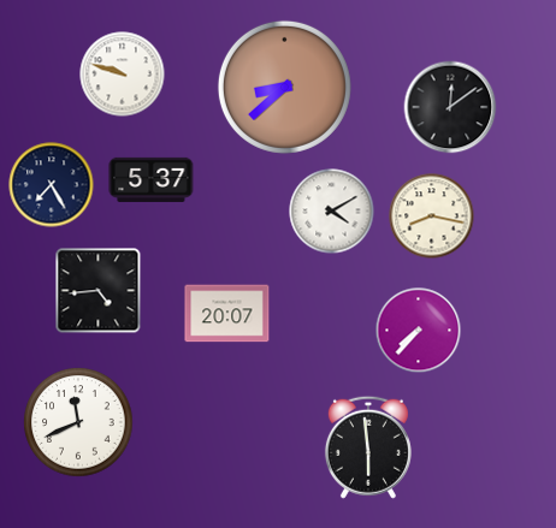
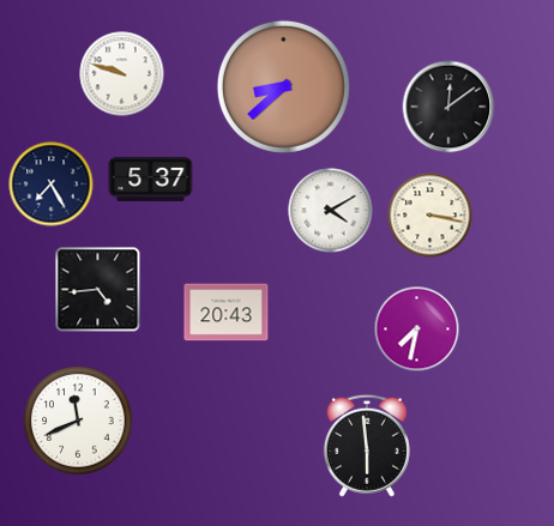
clock at (432, 216): 8:17 -> 3:17
clock at (227, 314): 20:07 -> 20:43
clock at (419, 331): 7:37 -> 7:32
